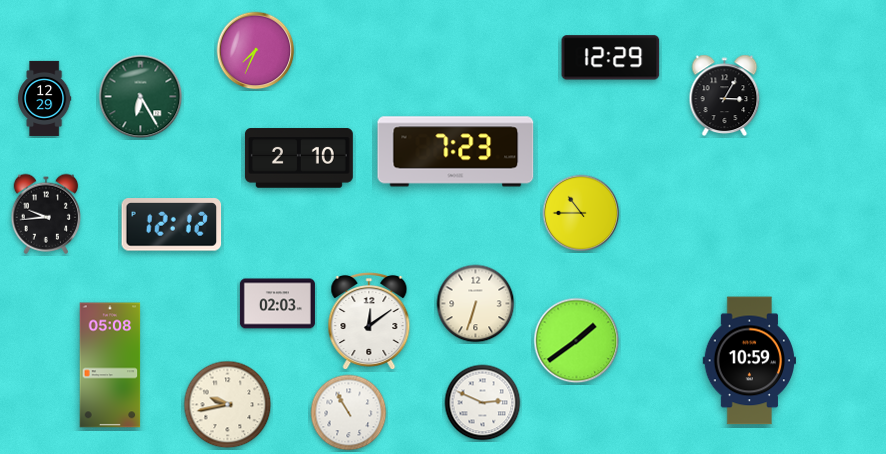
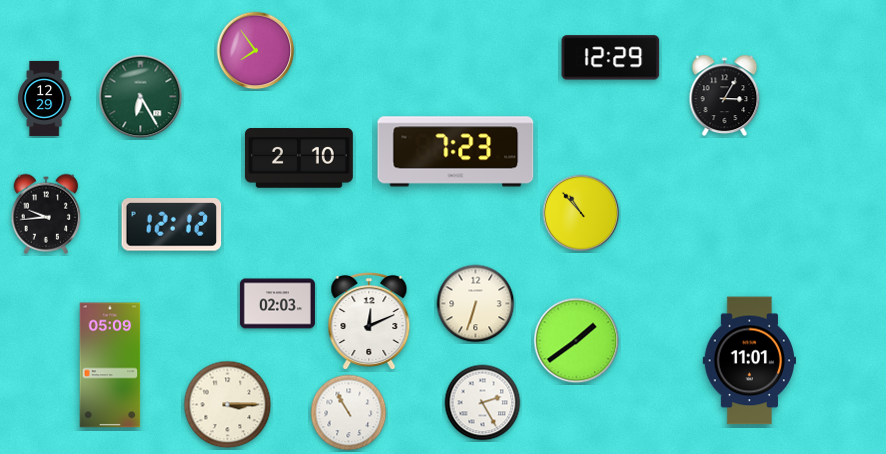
clock at (256, 51): 7:34 -> 7:54
clock at (581, 213): 10:45 -> 10:53
clock at (369, 320): 12:09 -> 12:11
clock at (750, 361): 10:59 -> 11:01
clock at (110, 365): 05:08 -> 05:09
clock at (483, 403): 2:49 -> 2:25
clock at (228, 405): 9:43 -> 3:15
